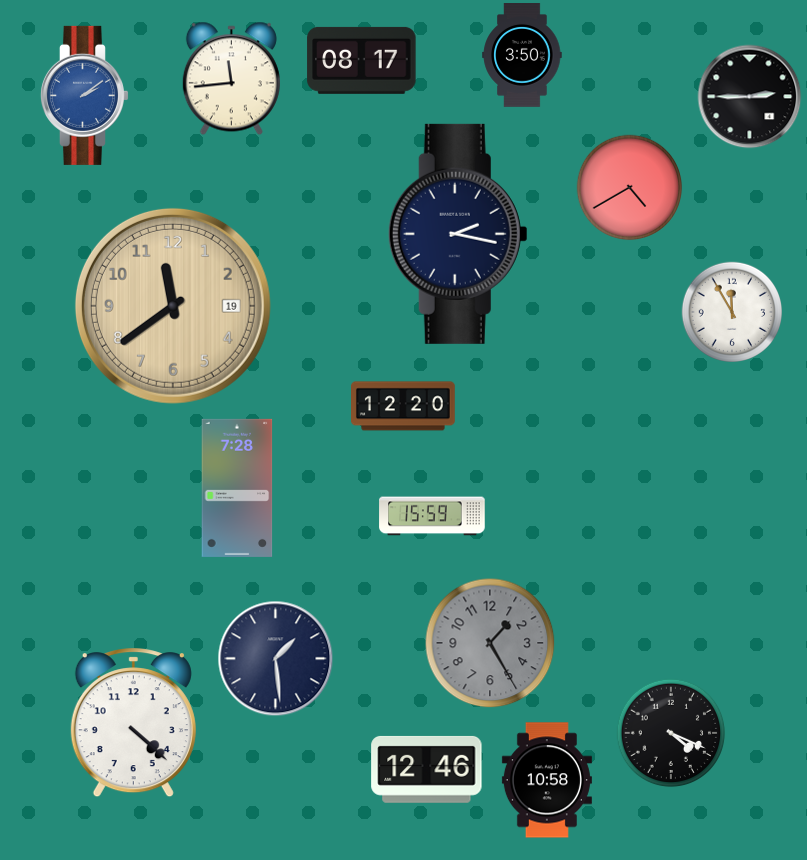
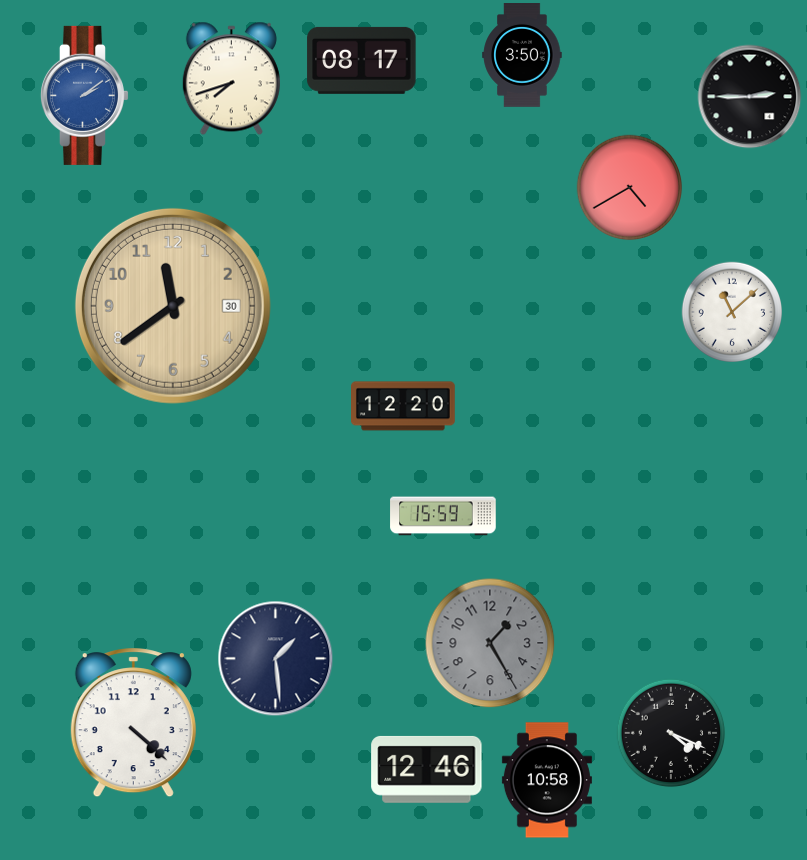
clock at (231, 79): 11:44 -> 7:42
clock at (458, 234): 2:17 -> none
clock at (173, 306) date: 19 -> 30
clock at (731, 311): 11:55 -> 11:08
clock at (237, 488): 7:28 -> none
clock at (432, 516) position: (432, 516) -> (443, 516)
